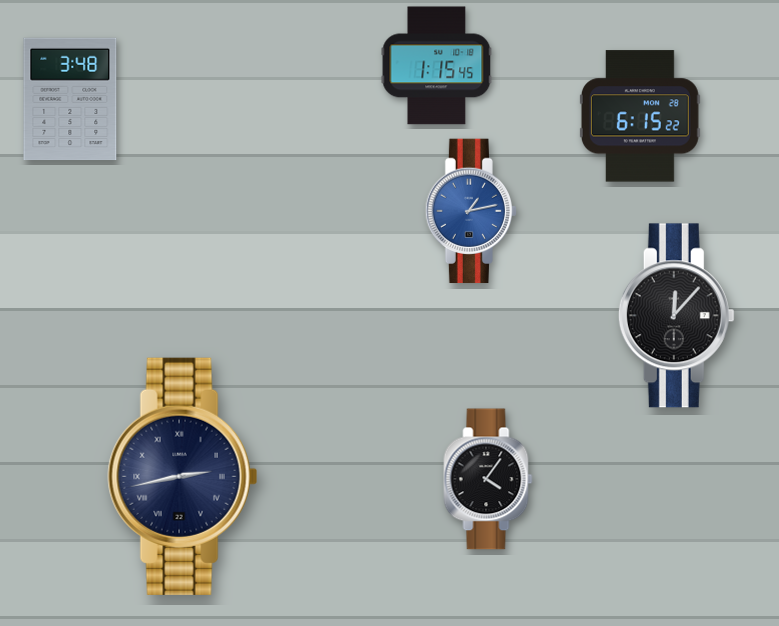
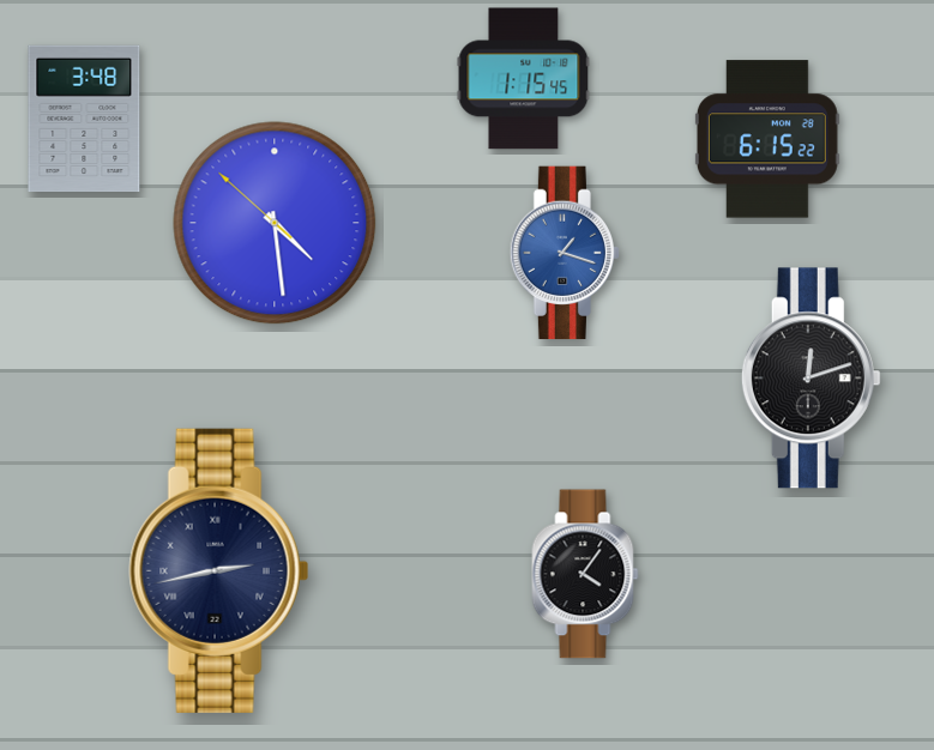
clock at (275, 223): none -> 4:28
clock at (470, 211): 1:13 -> 1:18
clock at (676, 316): 12:07 -> 12:12
